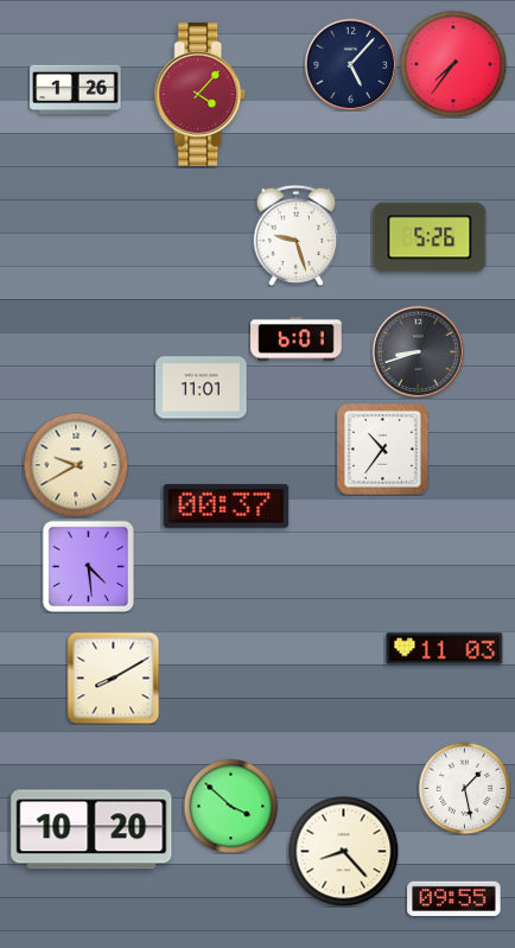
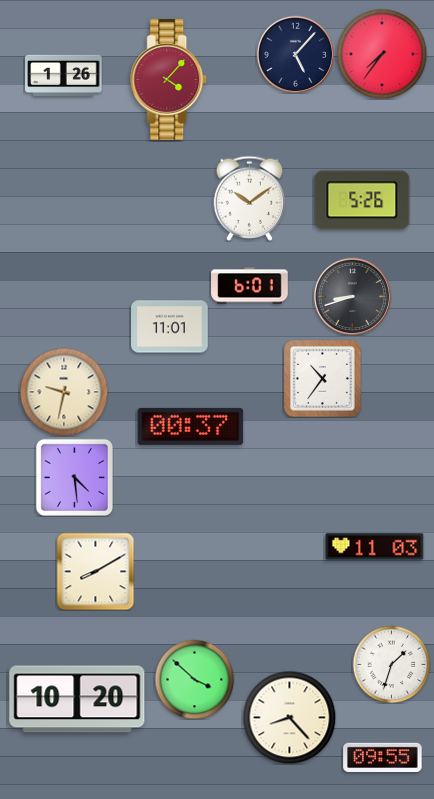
clock at (297, 235): 9:27 -> 10:09
clock at (76, 465): 9:40 -> 9:32
clock at (464, 788): 1:28 -> 1:33
